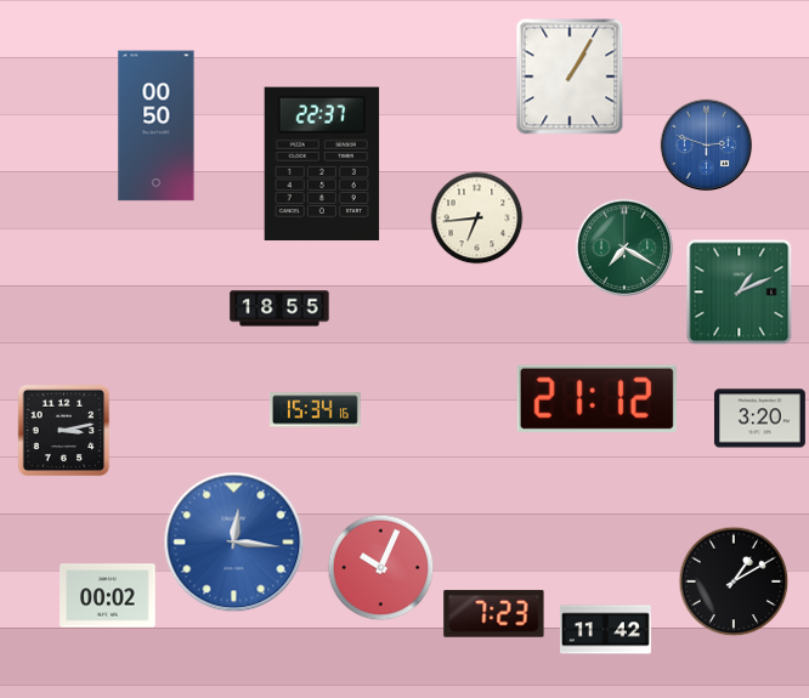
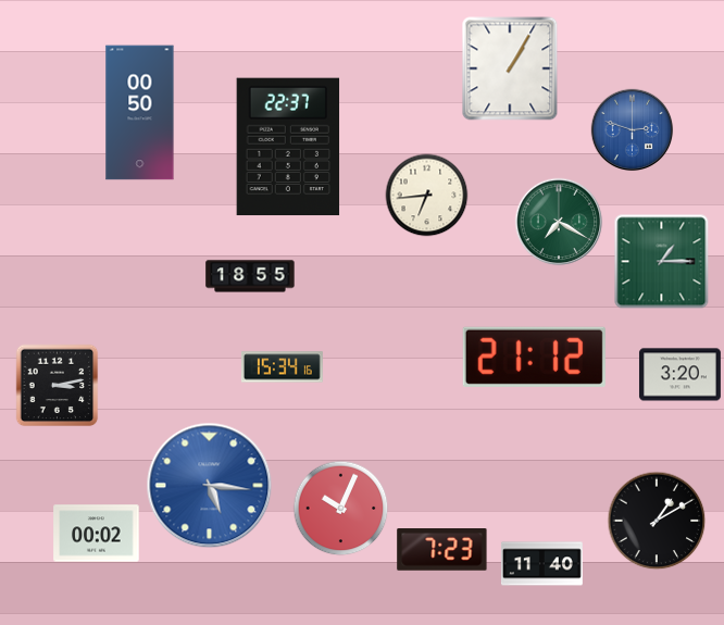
clock at (740, 293): 1:11 -> 1:15
clock at (234, 543): 12:16 -> 5:16
clock at (605, 630): 11:42 -> 11:40
